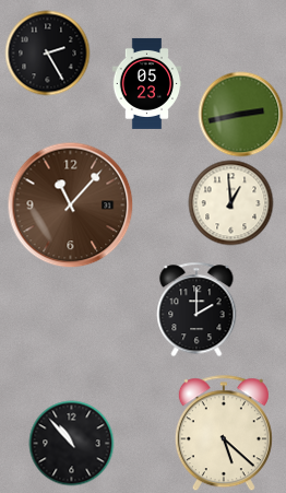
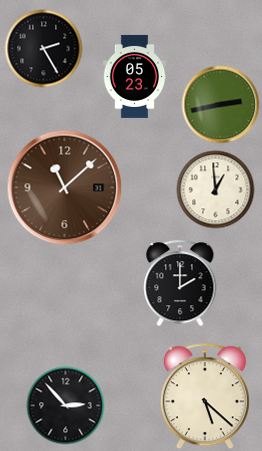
clock at (230, 202) position: (230, 202) -> (215, 189)
clock at (70, 204): 11:07 -> 11:08
clock at (71, 443): 10:53 -> 2:53
